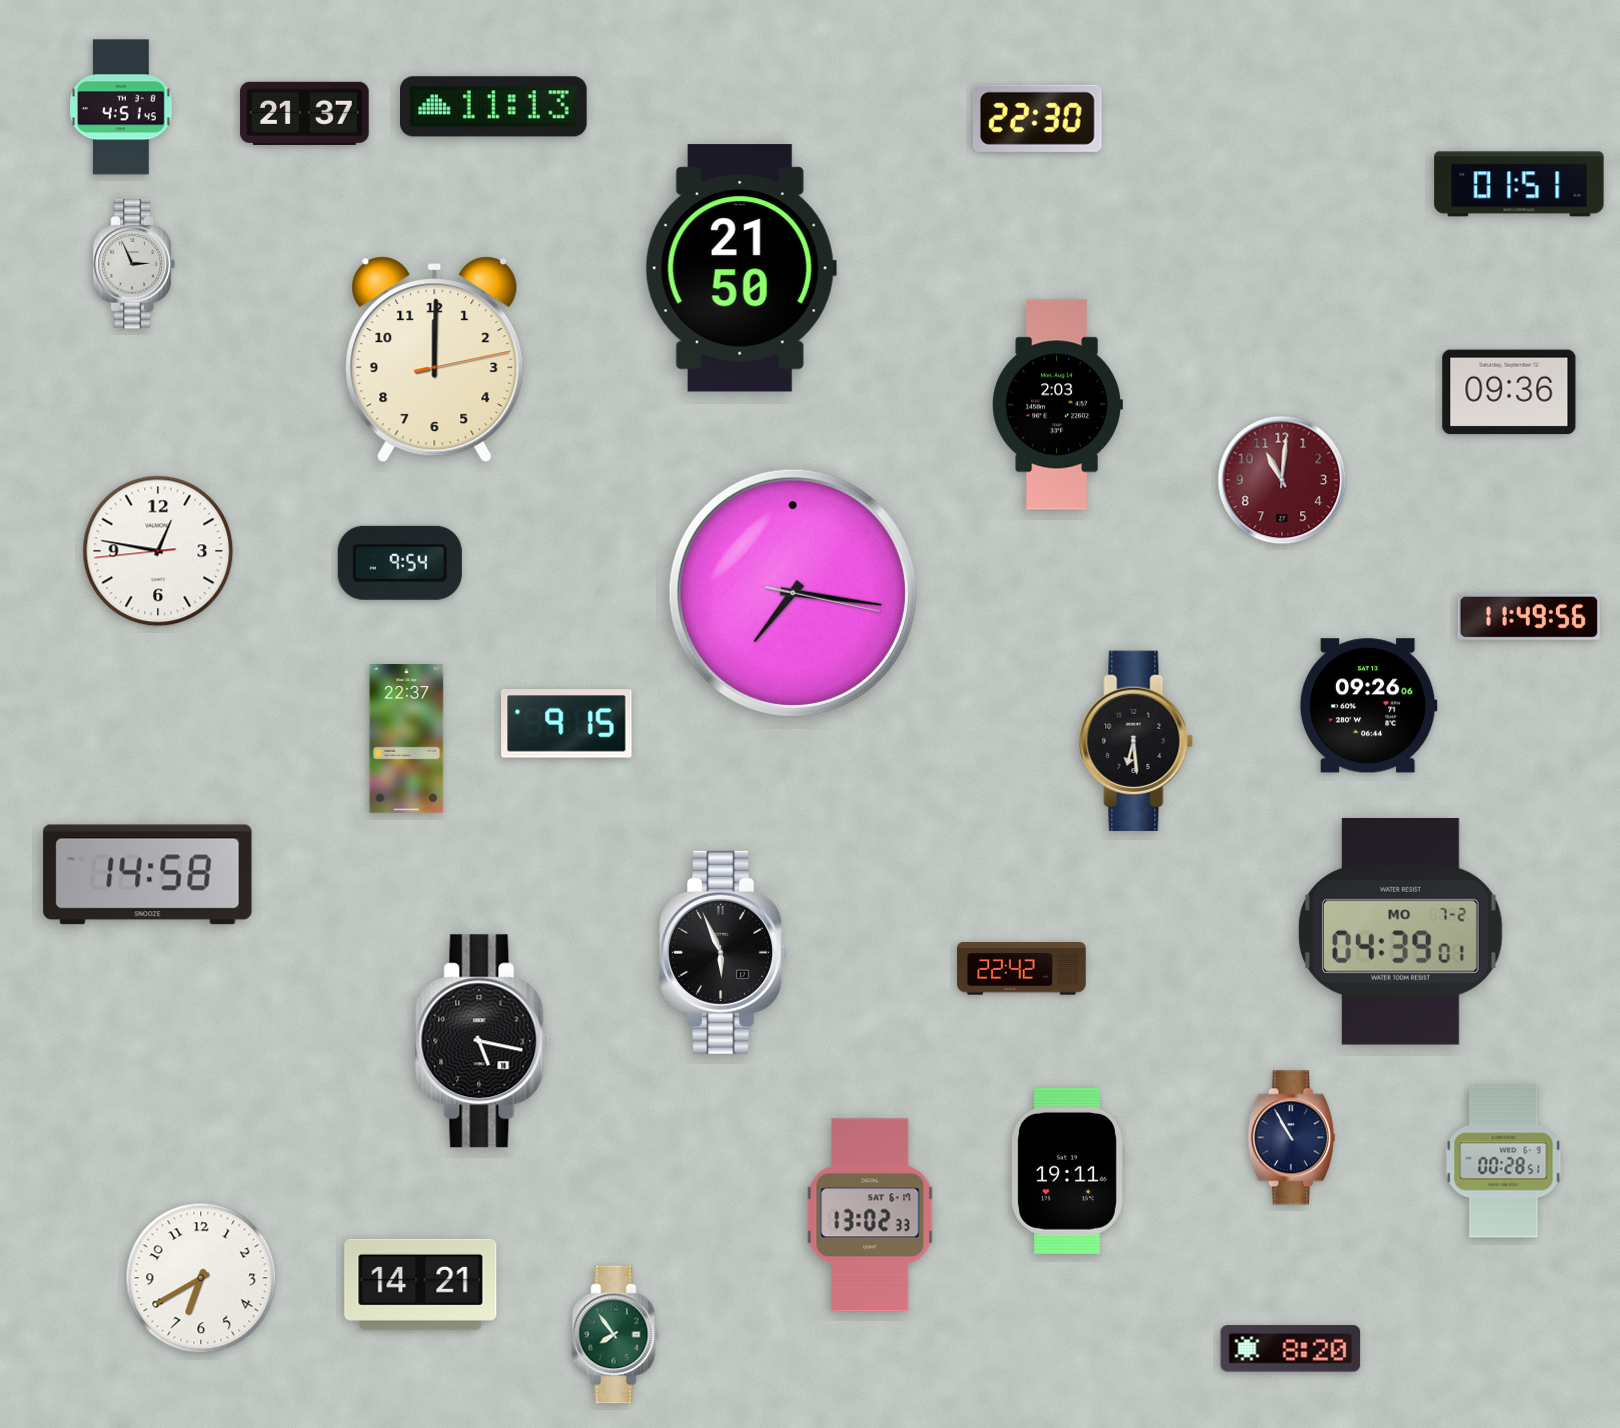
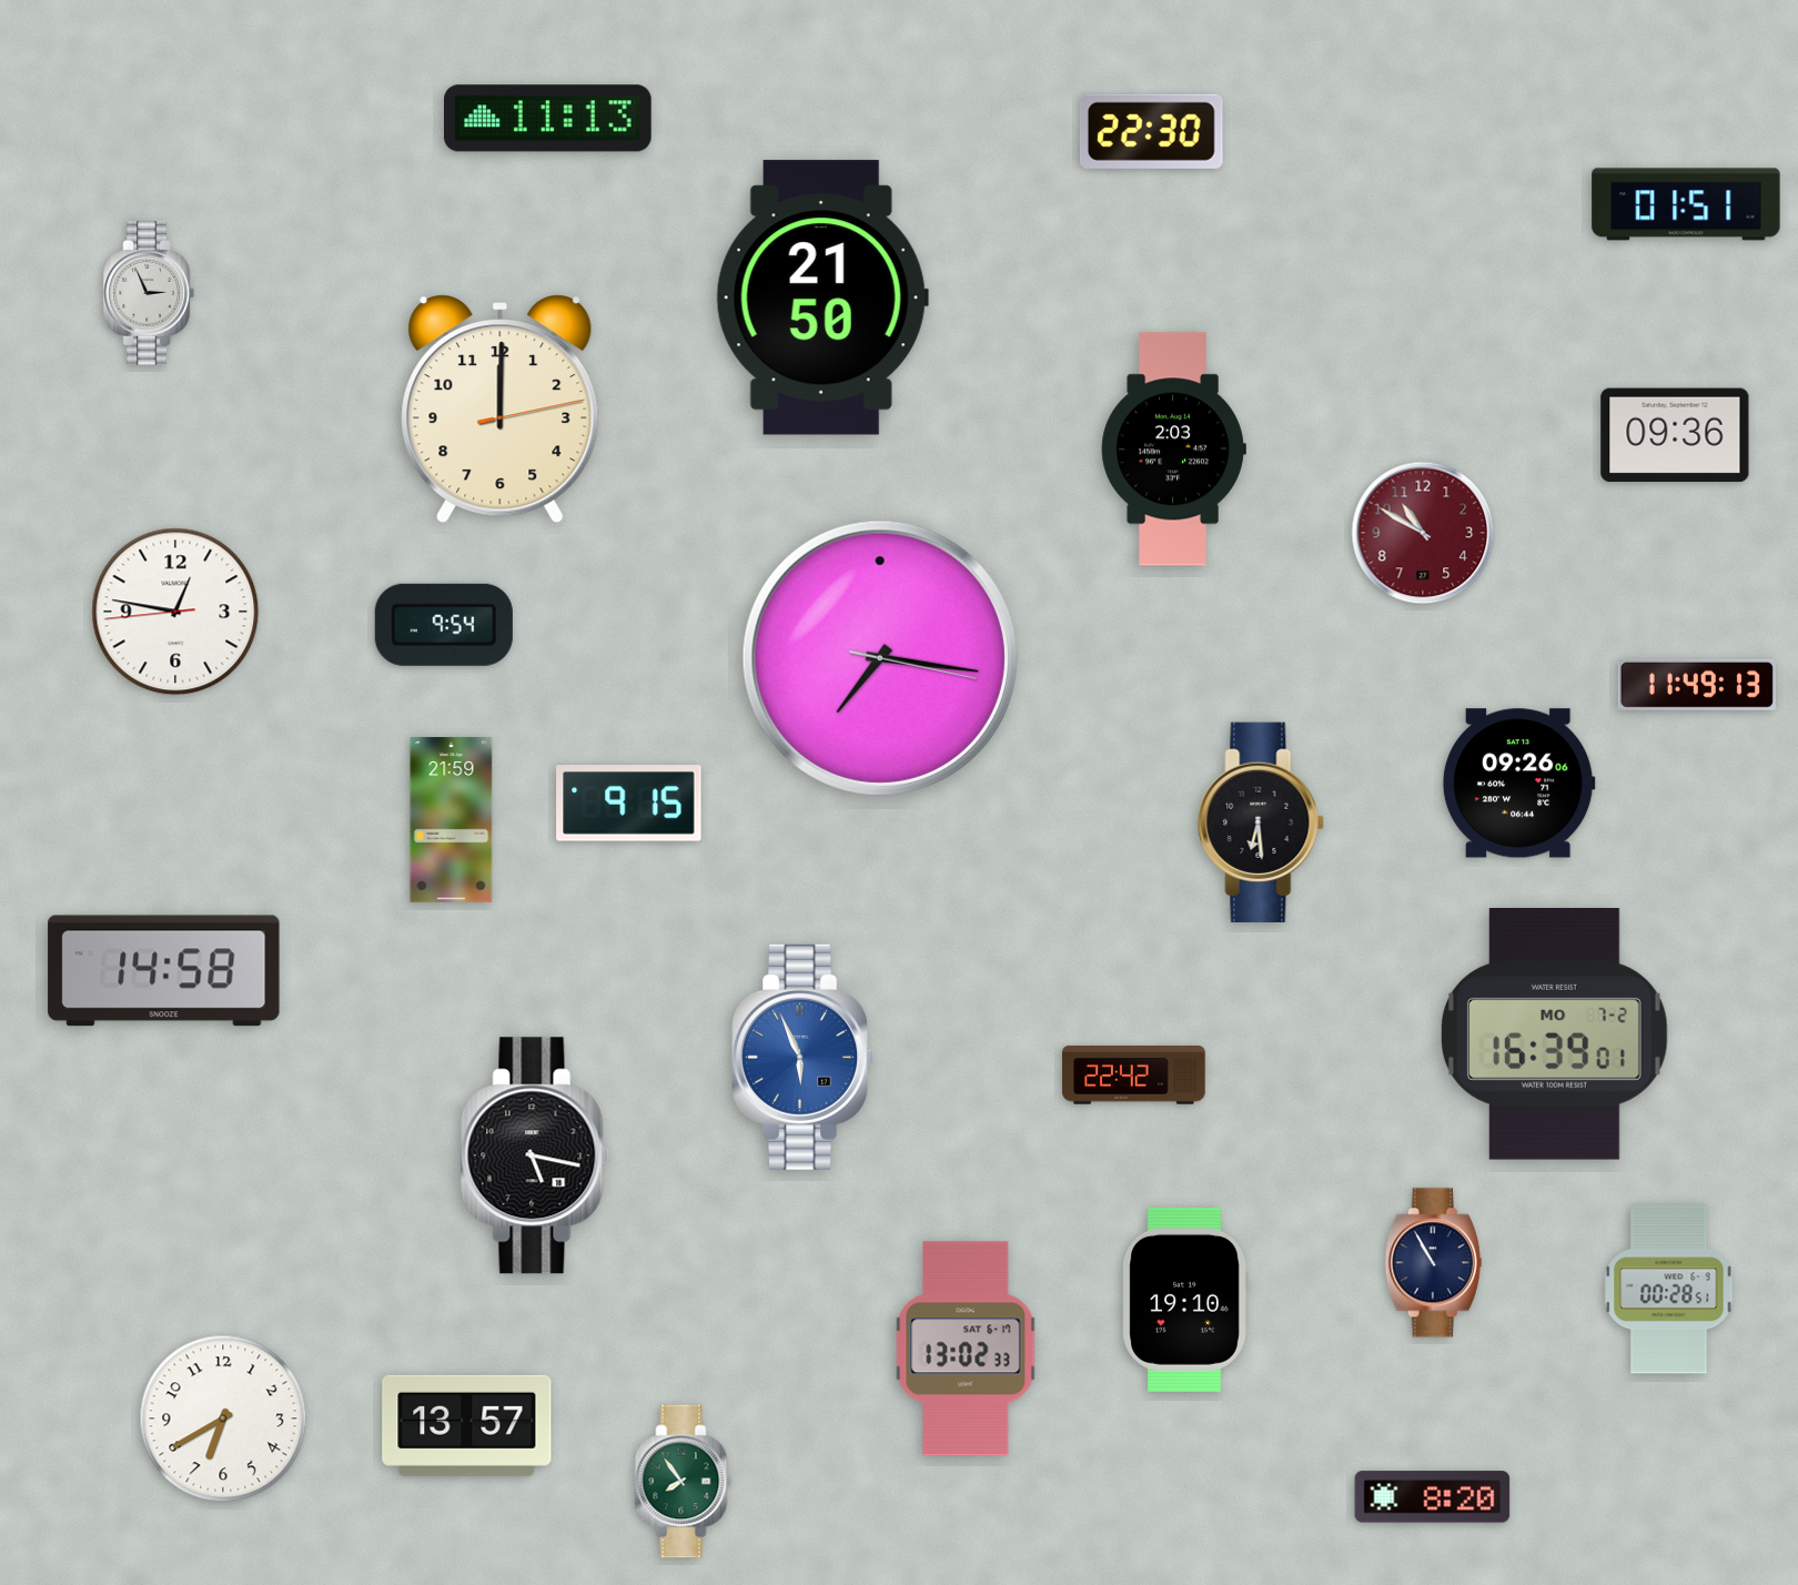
clock at (122, 107): 4:51 -> none
clock at (305, 113): 21:37 -> none
clock at (435, 360) position: (435, 360) -> (501, 410)
clock at (1282, 480): 11:01 -> 10:50
clock at (1529, 617): 11:49:56 -> 11:49:13
clock at (407, 739): 22:37 -> 21:59
clock at (1400, 932): 04:39 -> 16:39
clock at (724, 952) dial: black -> blue
clock at (1068, 1171): 19:11 -> 19:10
clock at (421, 1284): 14:21 -> 13:57
